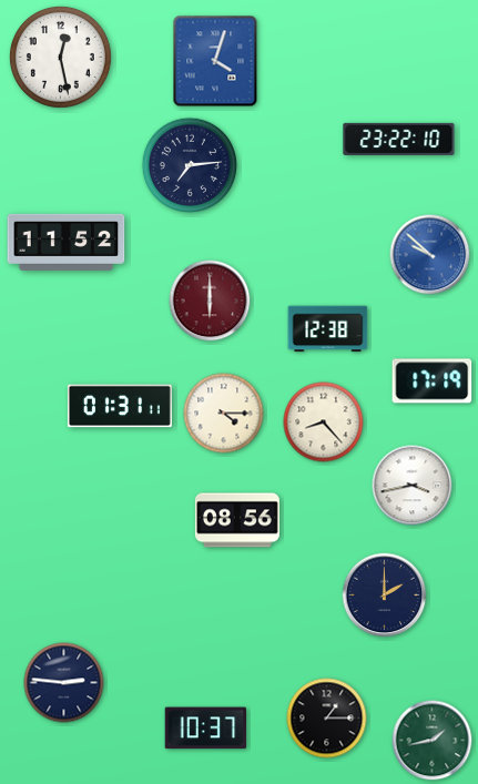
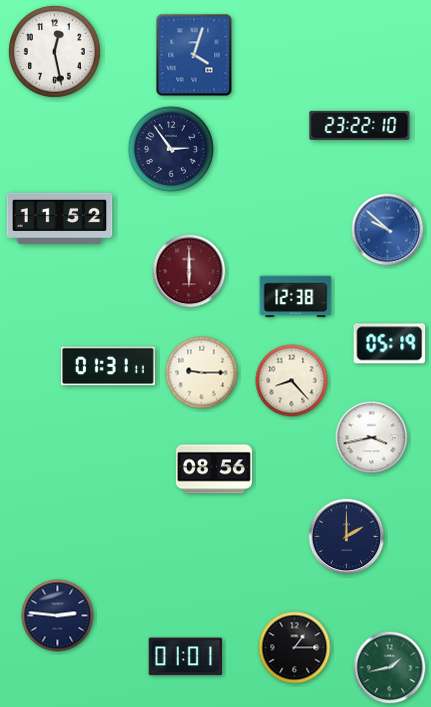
clock at (189, 164): 7:14 -> 2:54
clock at (433, 381): 17:19 -> 05:19
clock at (224, 414): 4:15 -> 9:15
clock at (206, 729): 10:37 -> 01:01
